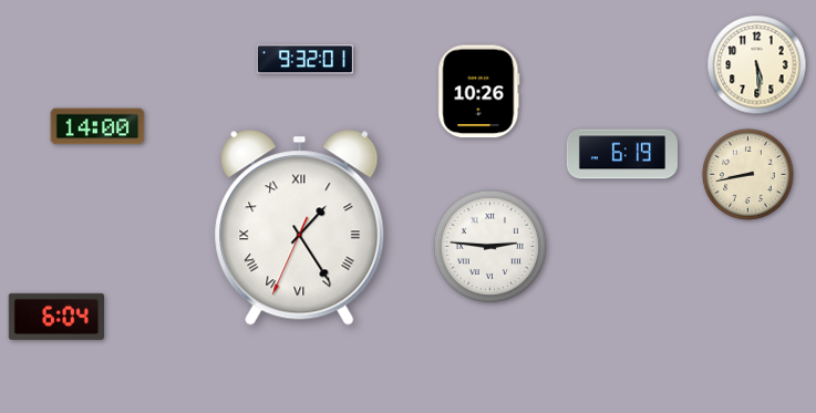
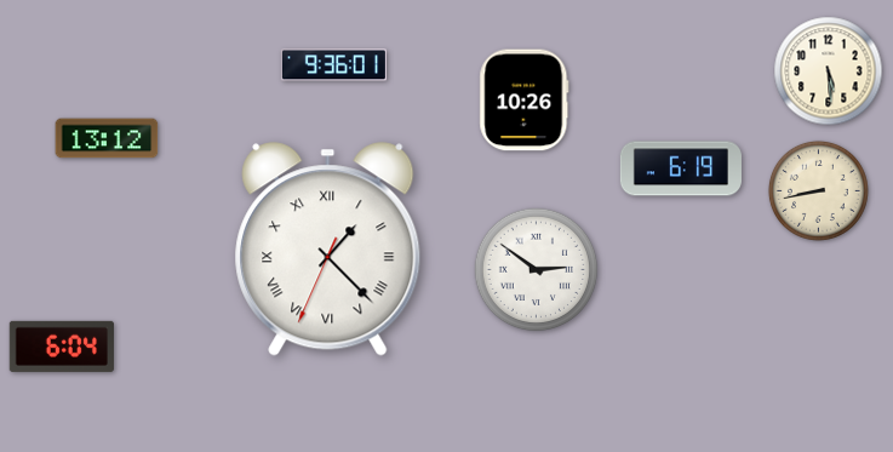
clock at (304, 60): 9:32 -> 9:36
clock at (97, 126): 14:00 -> 13:12
clock at (300, 228): 1:24 -> 1:22
clock at (490, 247): 2:46 -> 2:51
